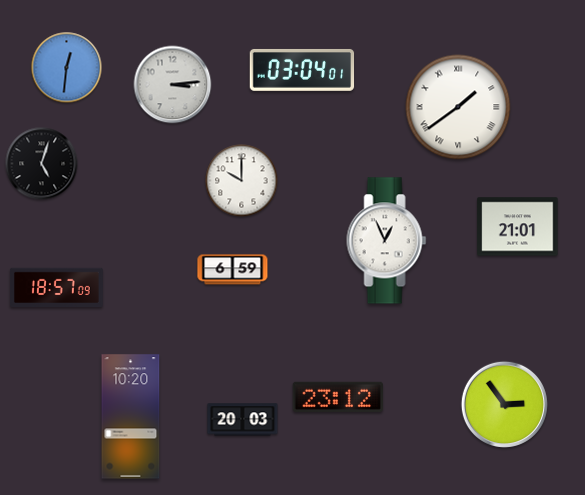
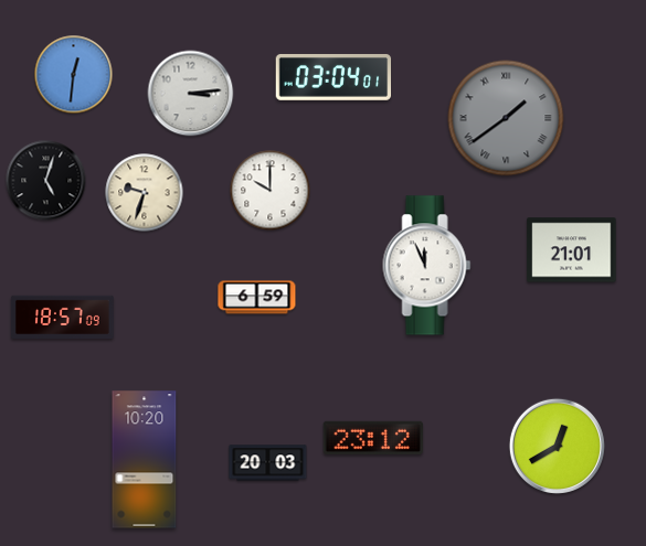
clock at (458, 107) dial: white -> grey
clock at (145, 193): none -> 9:33
clock at (242, 181) position: (242, 181) -> (271, 191)
clock at (387, 241): 12:56 -> 11:56
clock at (504, 404): 2:54 -> 12:40
